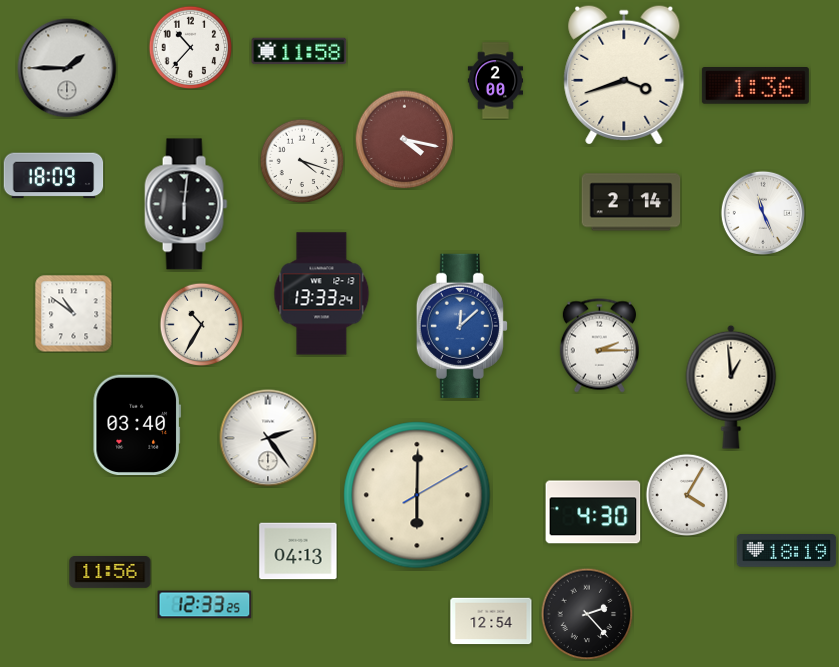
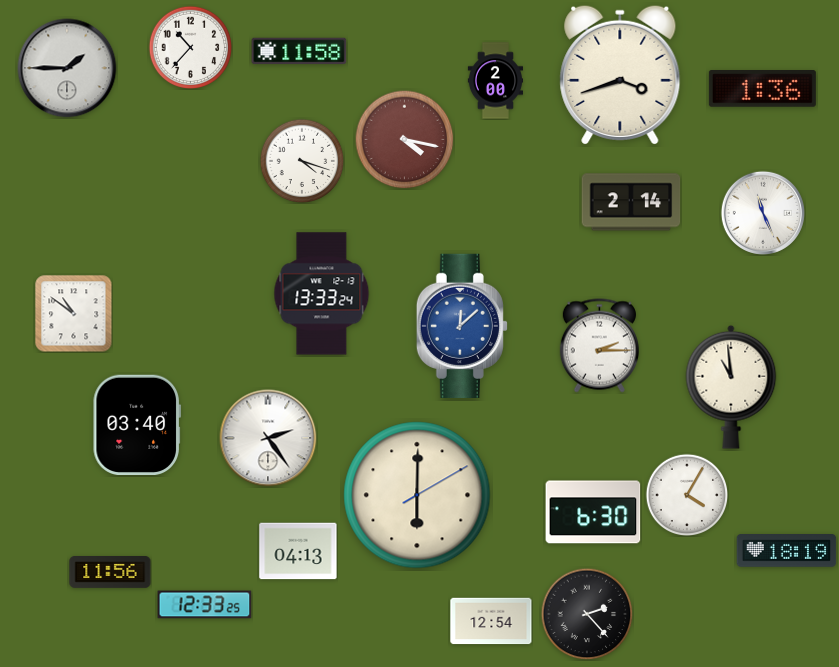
clock at (624, 74) position: (624, 74) -> (620, 74)
clock at (755, 86) position: (755, 86) -> (762, 89)
clock at (54, 176): 18:09 -> none
clock at (186, 204): 6:01 -> none
clock at (201, 324): 10:35 -> none
clock at (731, 387): 12:59 -> 10:59
clock at (593, 512): 4:30 -> 6:30
